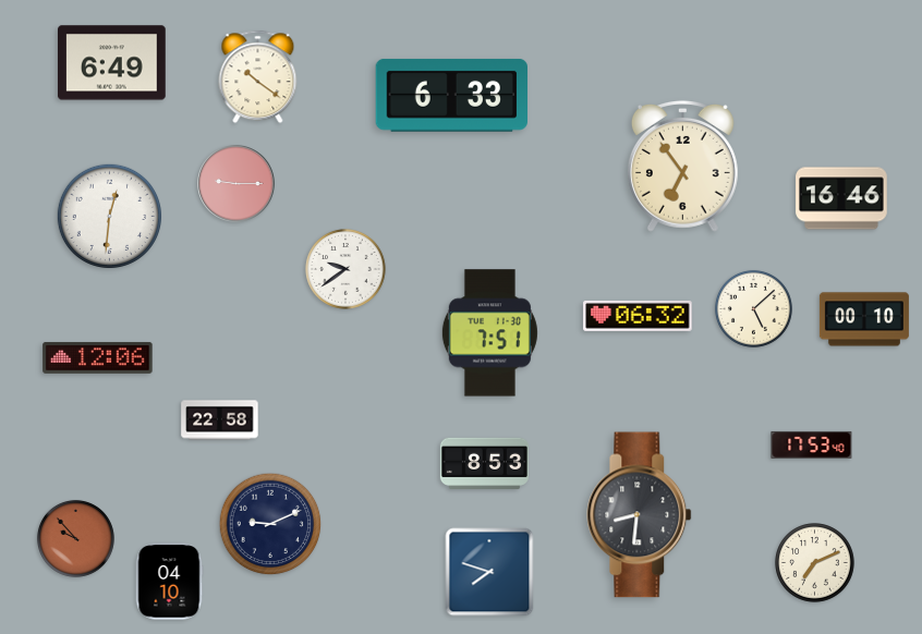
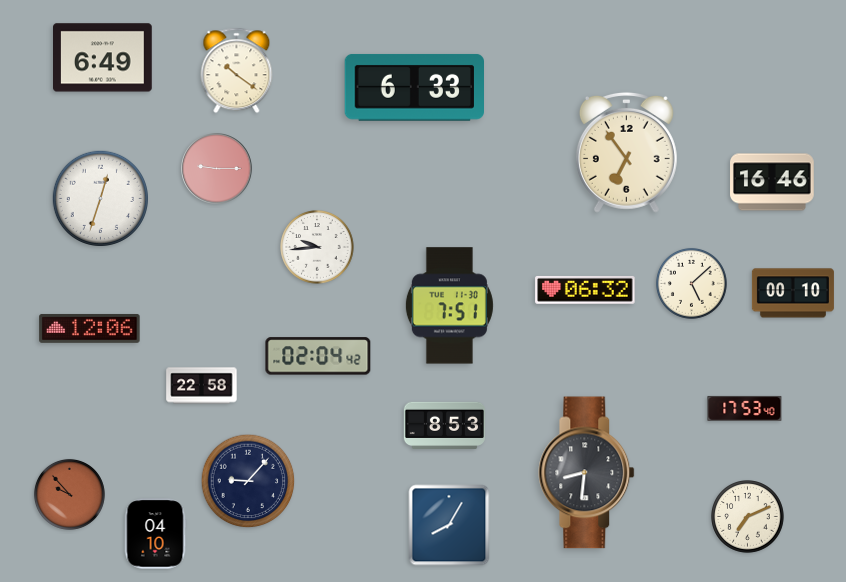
clock at (109, 216): 12:31 -> 12:33
clock at (345, 269): 9:39 -> 9:44
clock at (318, 356): none -> 02:04
clock at (270, 524): 9:11 -> 9:07
clock at (489, 572): 7:48 -> 8:05
